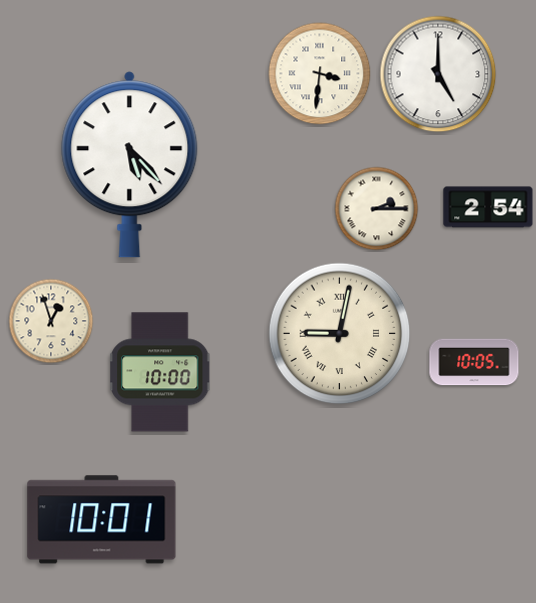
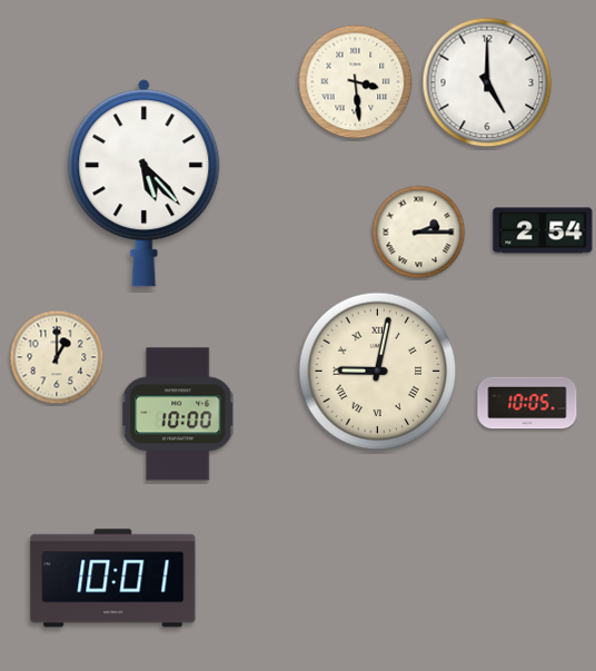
clock at (320, 74): 3:31 -> 3:29
clock at (51, 321): 12:57 -> 1:00
